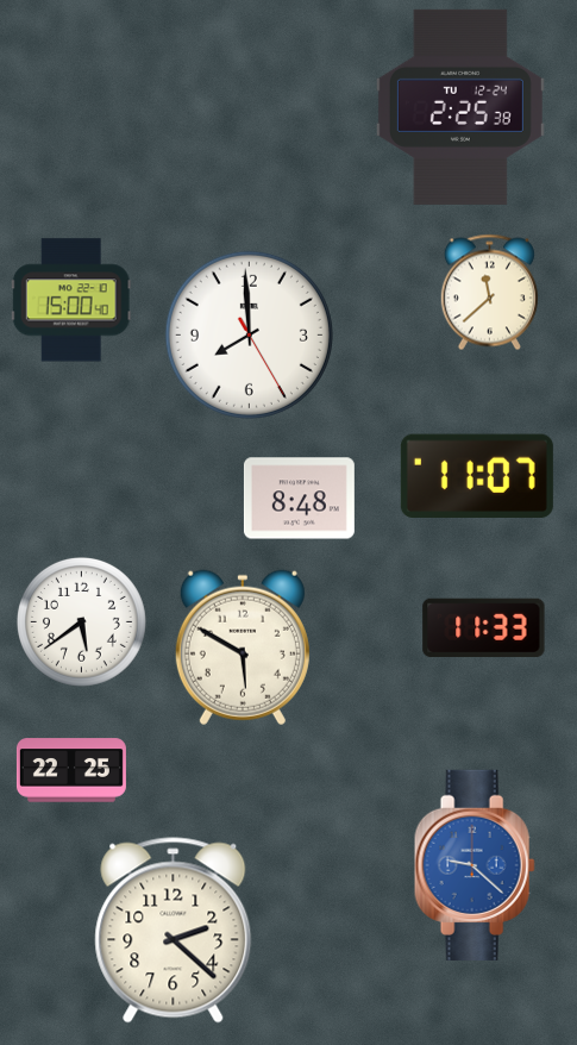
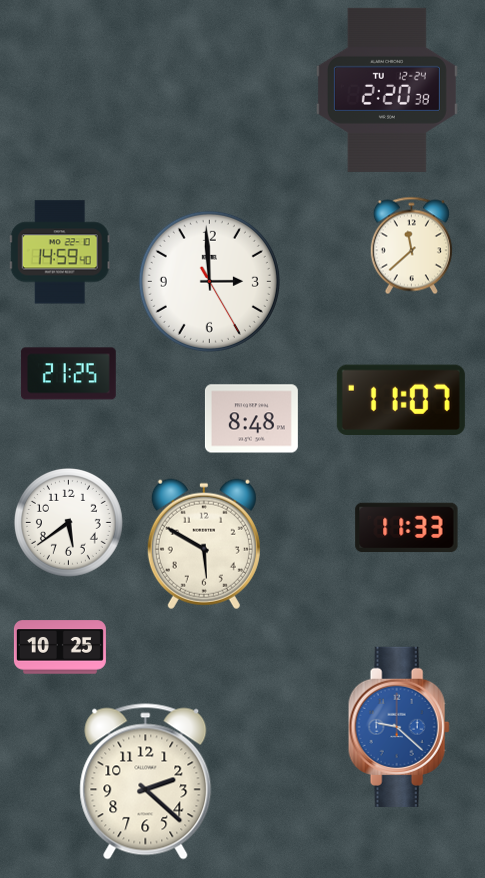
clock at (460, 107): 2:25 -> 2:20
clock at (71, 300): 15:00 -> 14:59
clock at (249, 334): 7:59 -> 2:59
clock at (68, 374): none -> 21:25
clock at (71, 770): 22:25 -> 10:25
